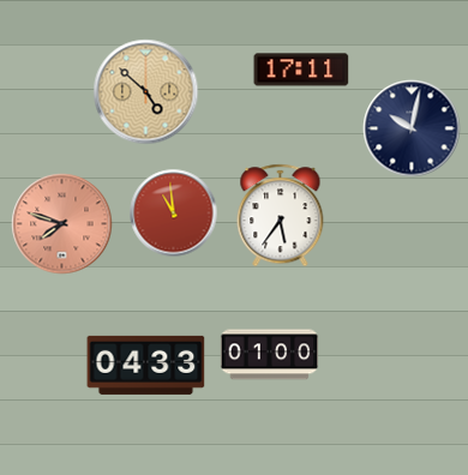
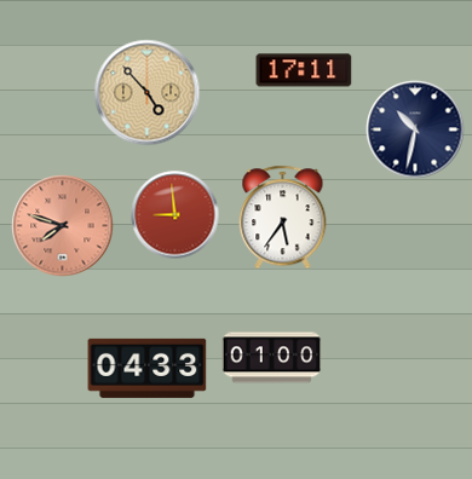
clock at (146, 92): 4:52 -> 4:53
clock at (412, 128): 10:02 -> 10:32
clock at (174, 214): 10:59 -> 8:59
